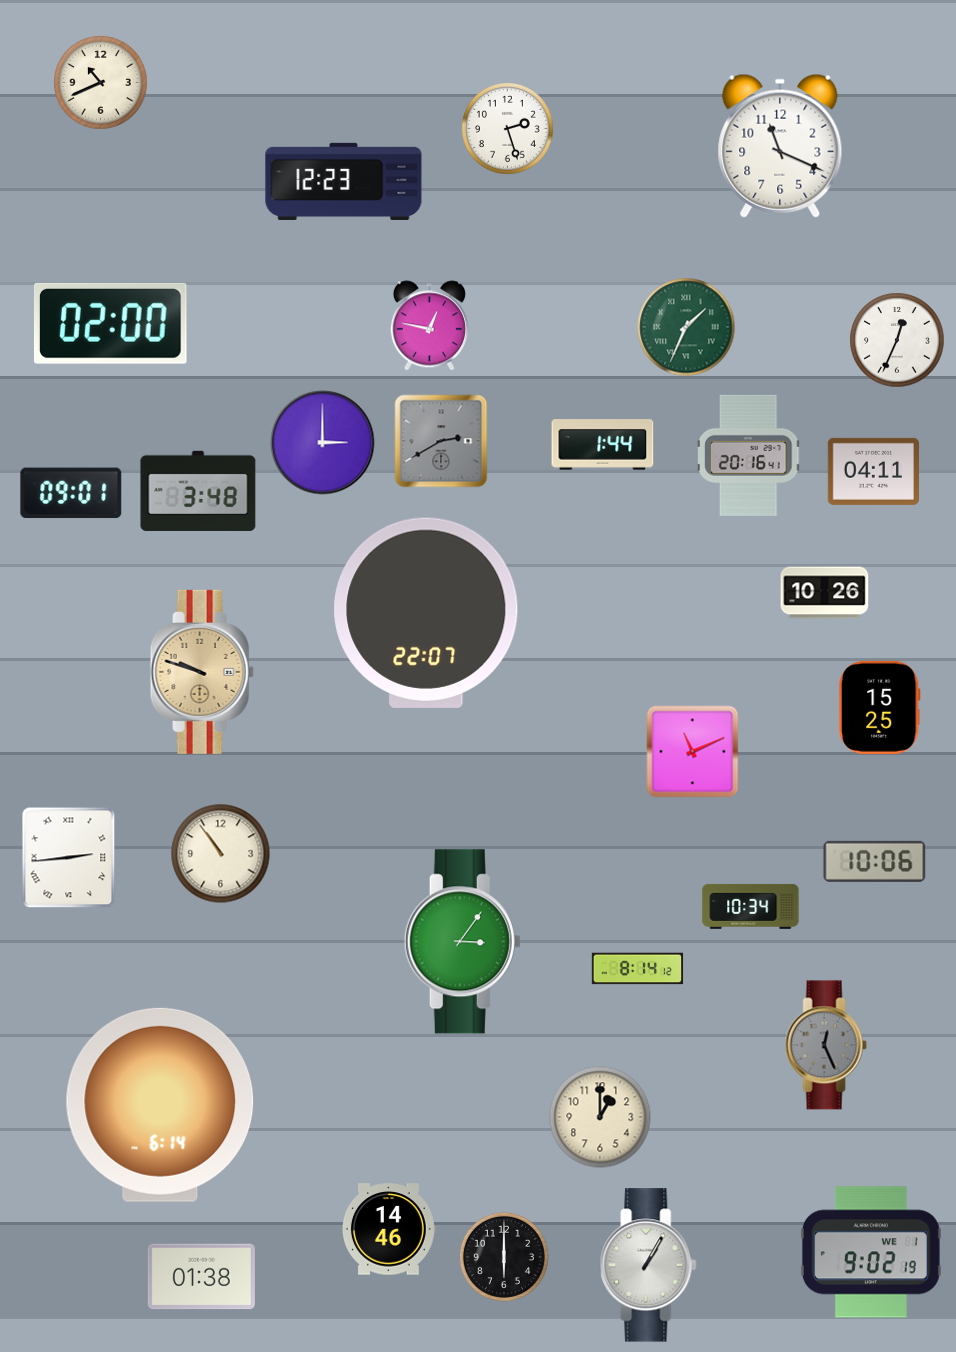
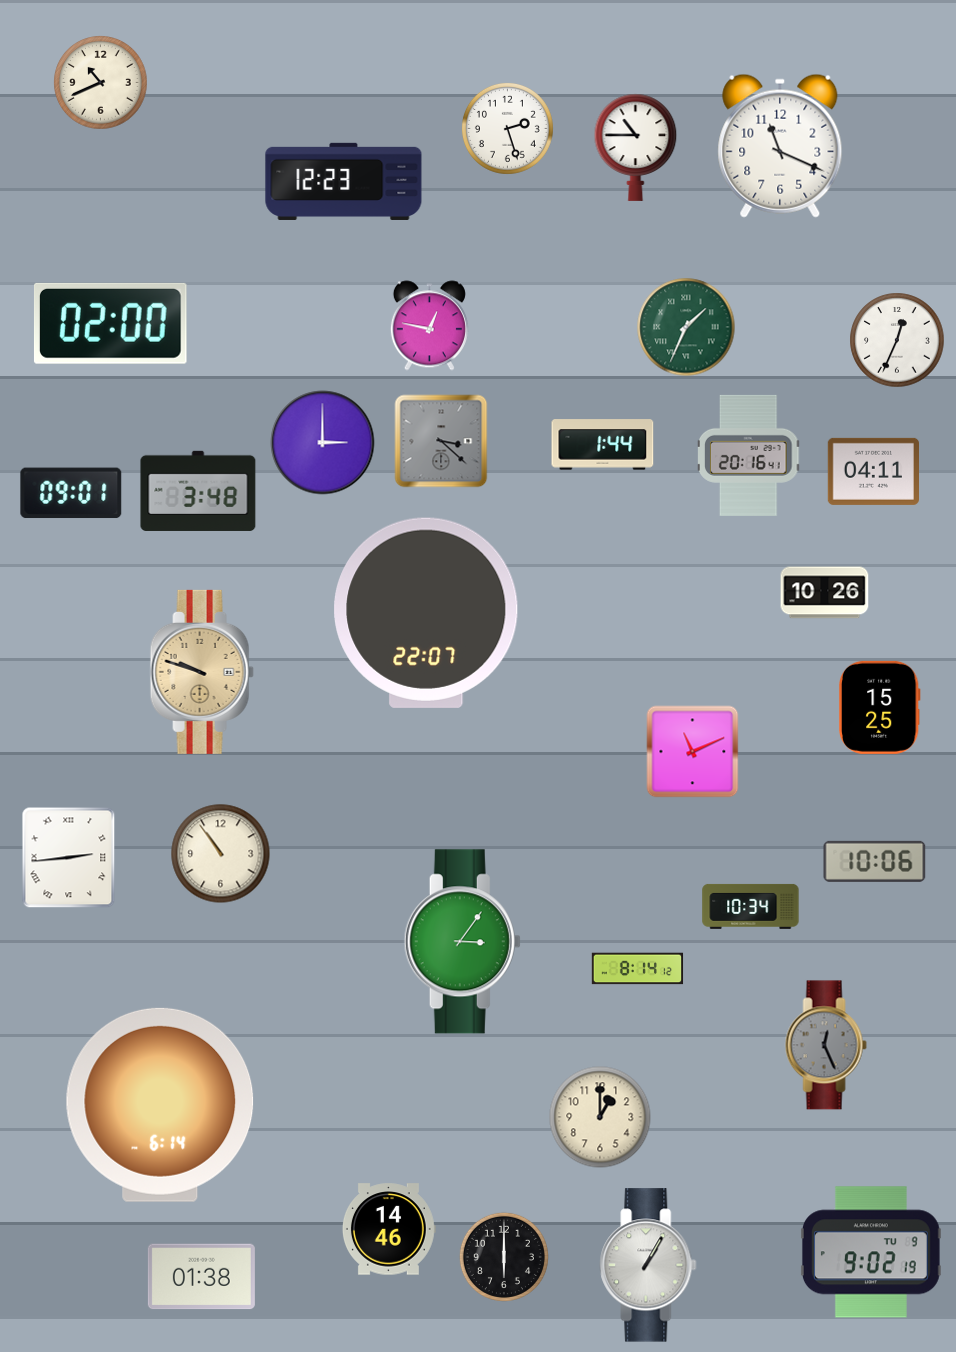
clock at (636, 147): none -> 10:45
clock at (441, 441): 2:40 -> 3:22
clock at (871, 1252) date: WE 1 -> TU 9
